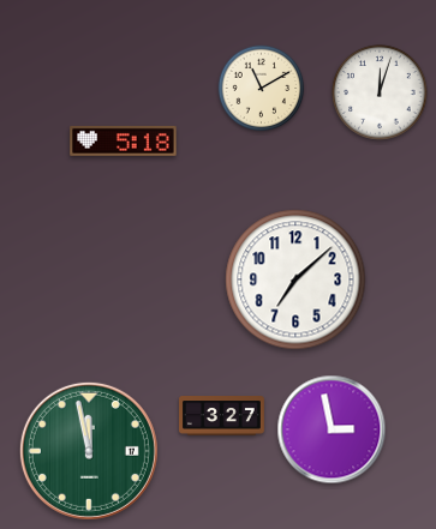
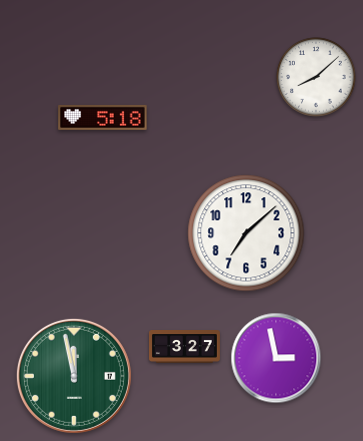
clock at (262, 89): 11:10 -> none
clock at (380, 92): 12:03 -> 8:08
